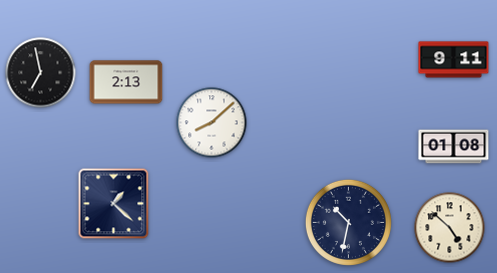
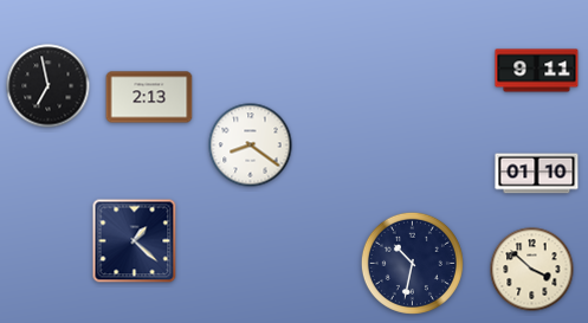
clock at (212, 123): 8:08 -> 8:21
clock at (454, 147): 01:08 -> 01:10
clock at (450, 228): 4:52 -> 3:52
